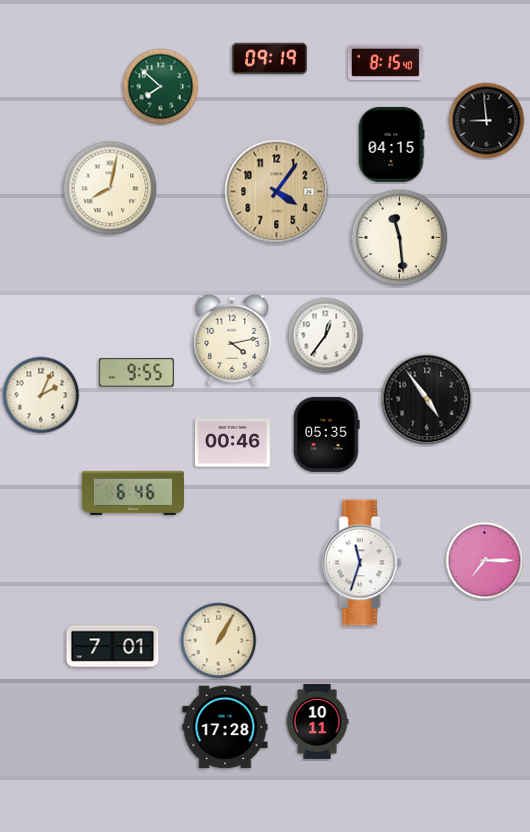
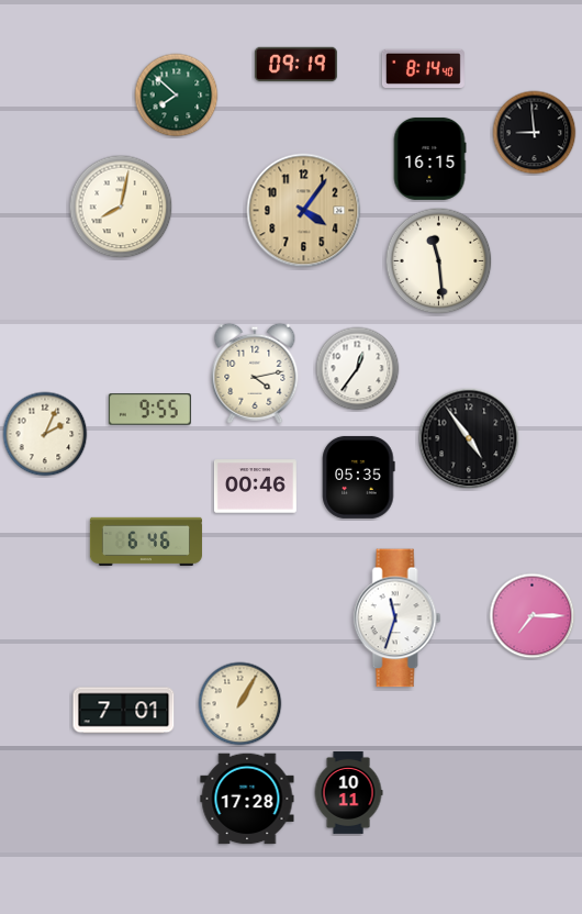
clock at (385, 63): 8:15 -> 8:14
clock at (391, 144): 04:15 -> 16:15
